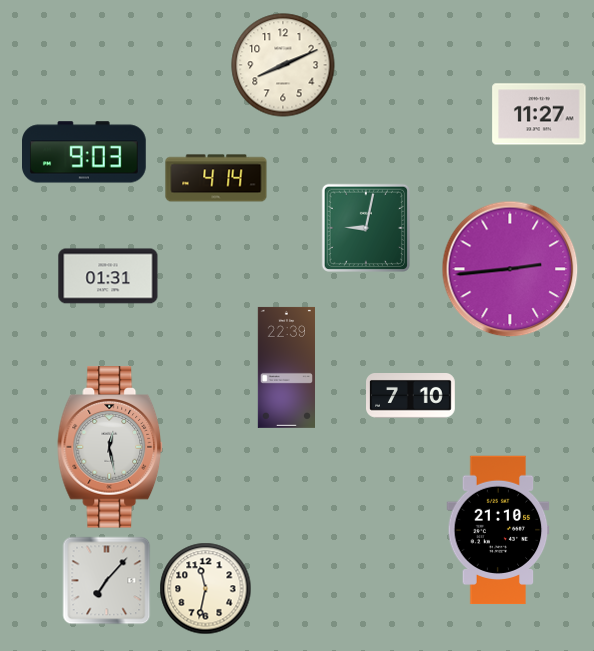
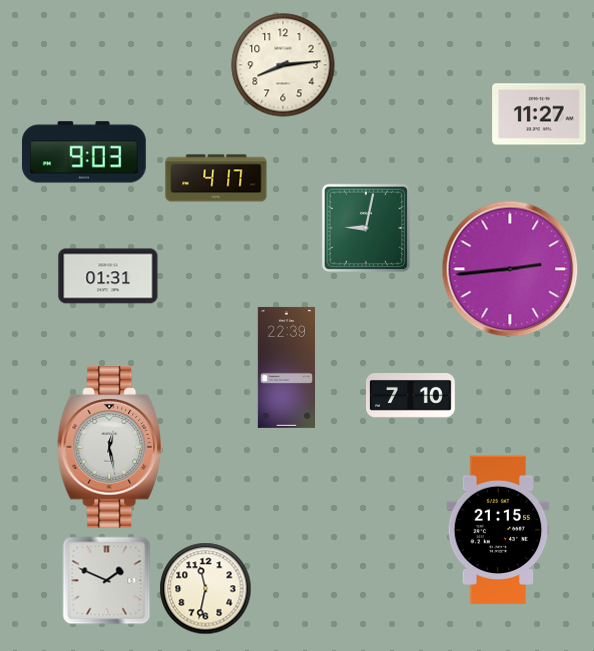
clock at (283, 65): 8:11 -> 8:14
clock at (216, 178): 4:14 -> 4:17
clock at (498, 530): 21:10 -> 21:15
clock at (107, 581): 7:07 -> 1:49
